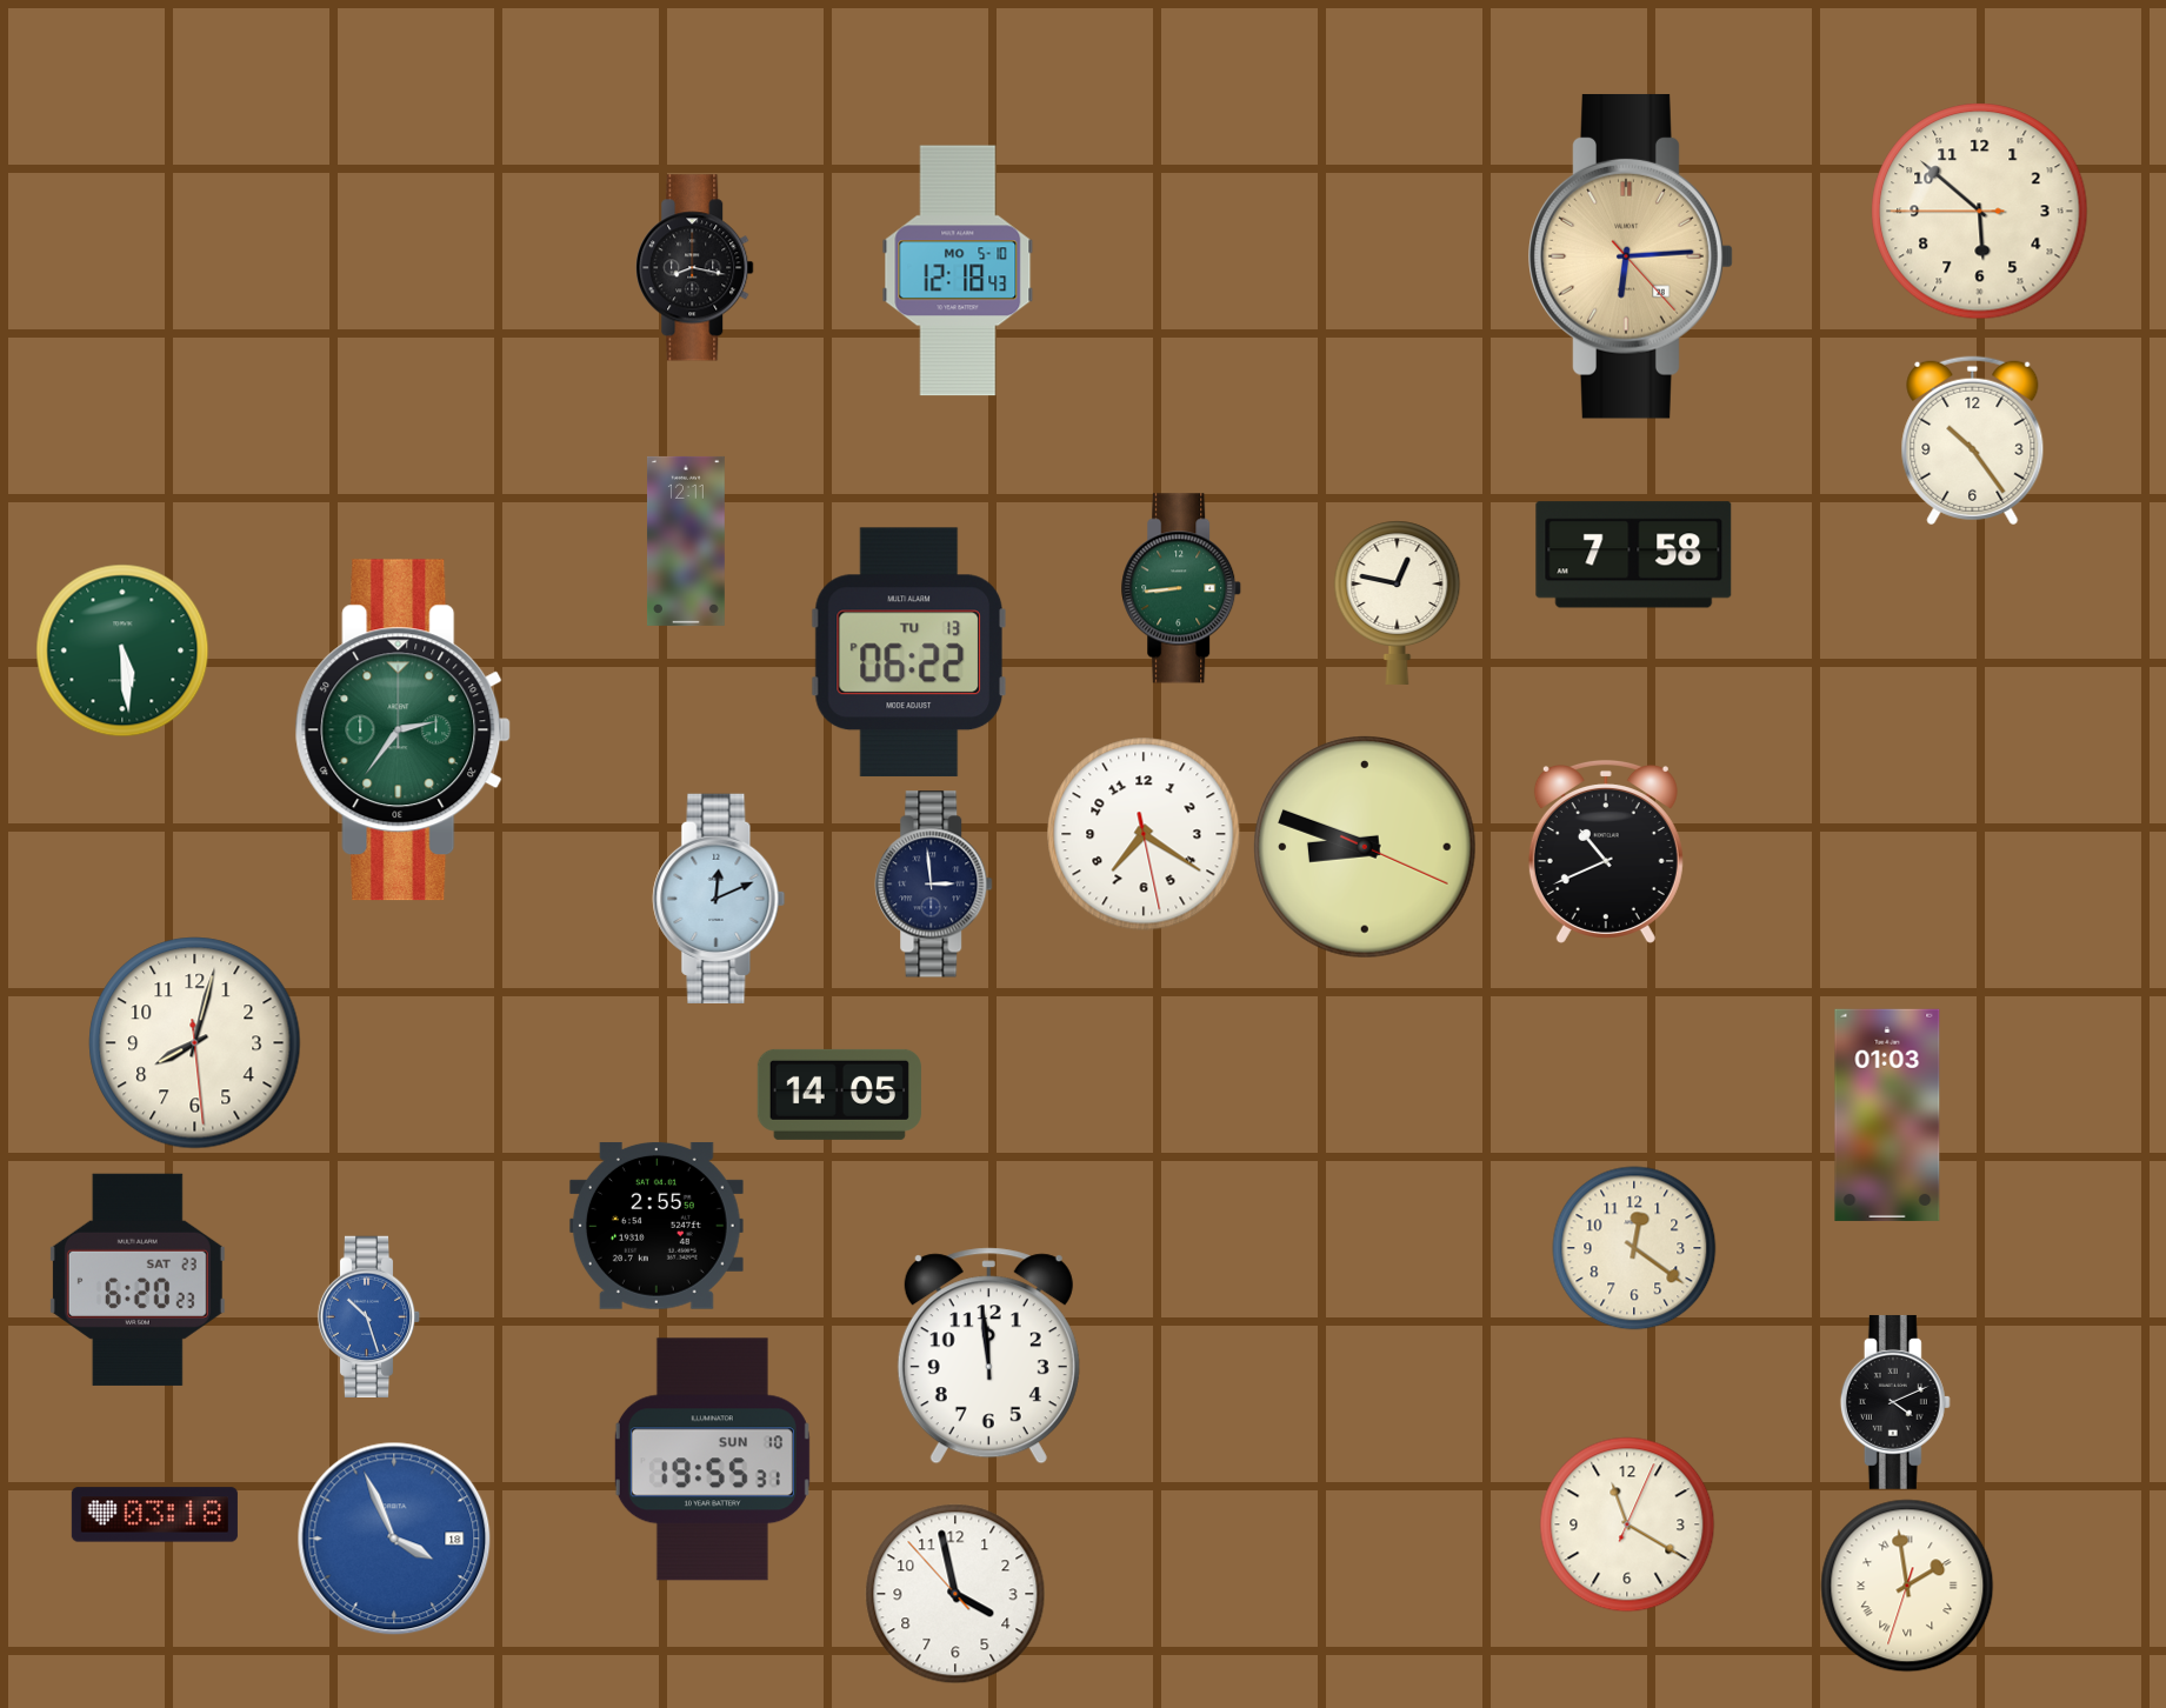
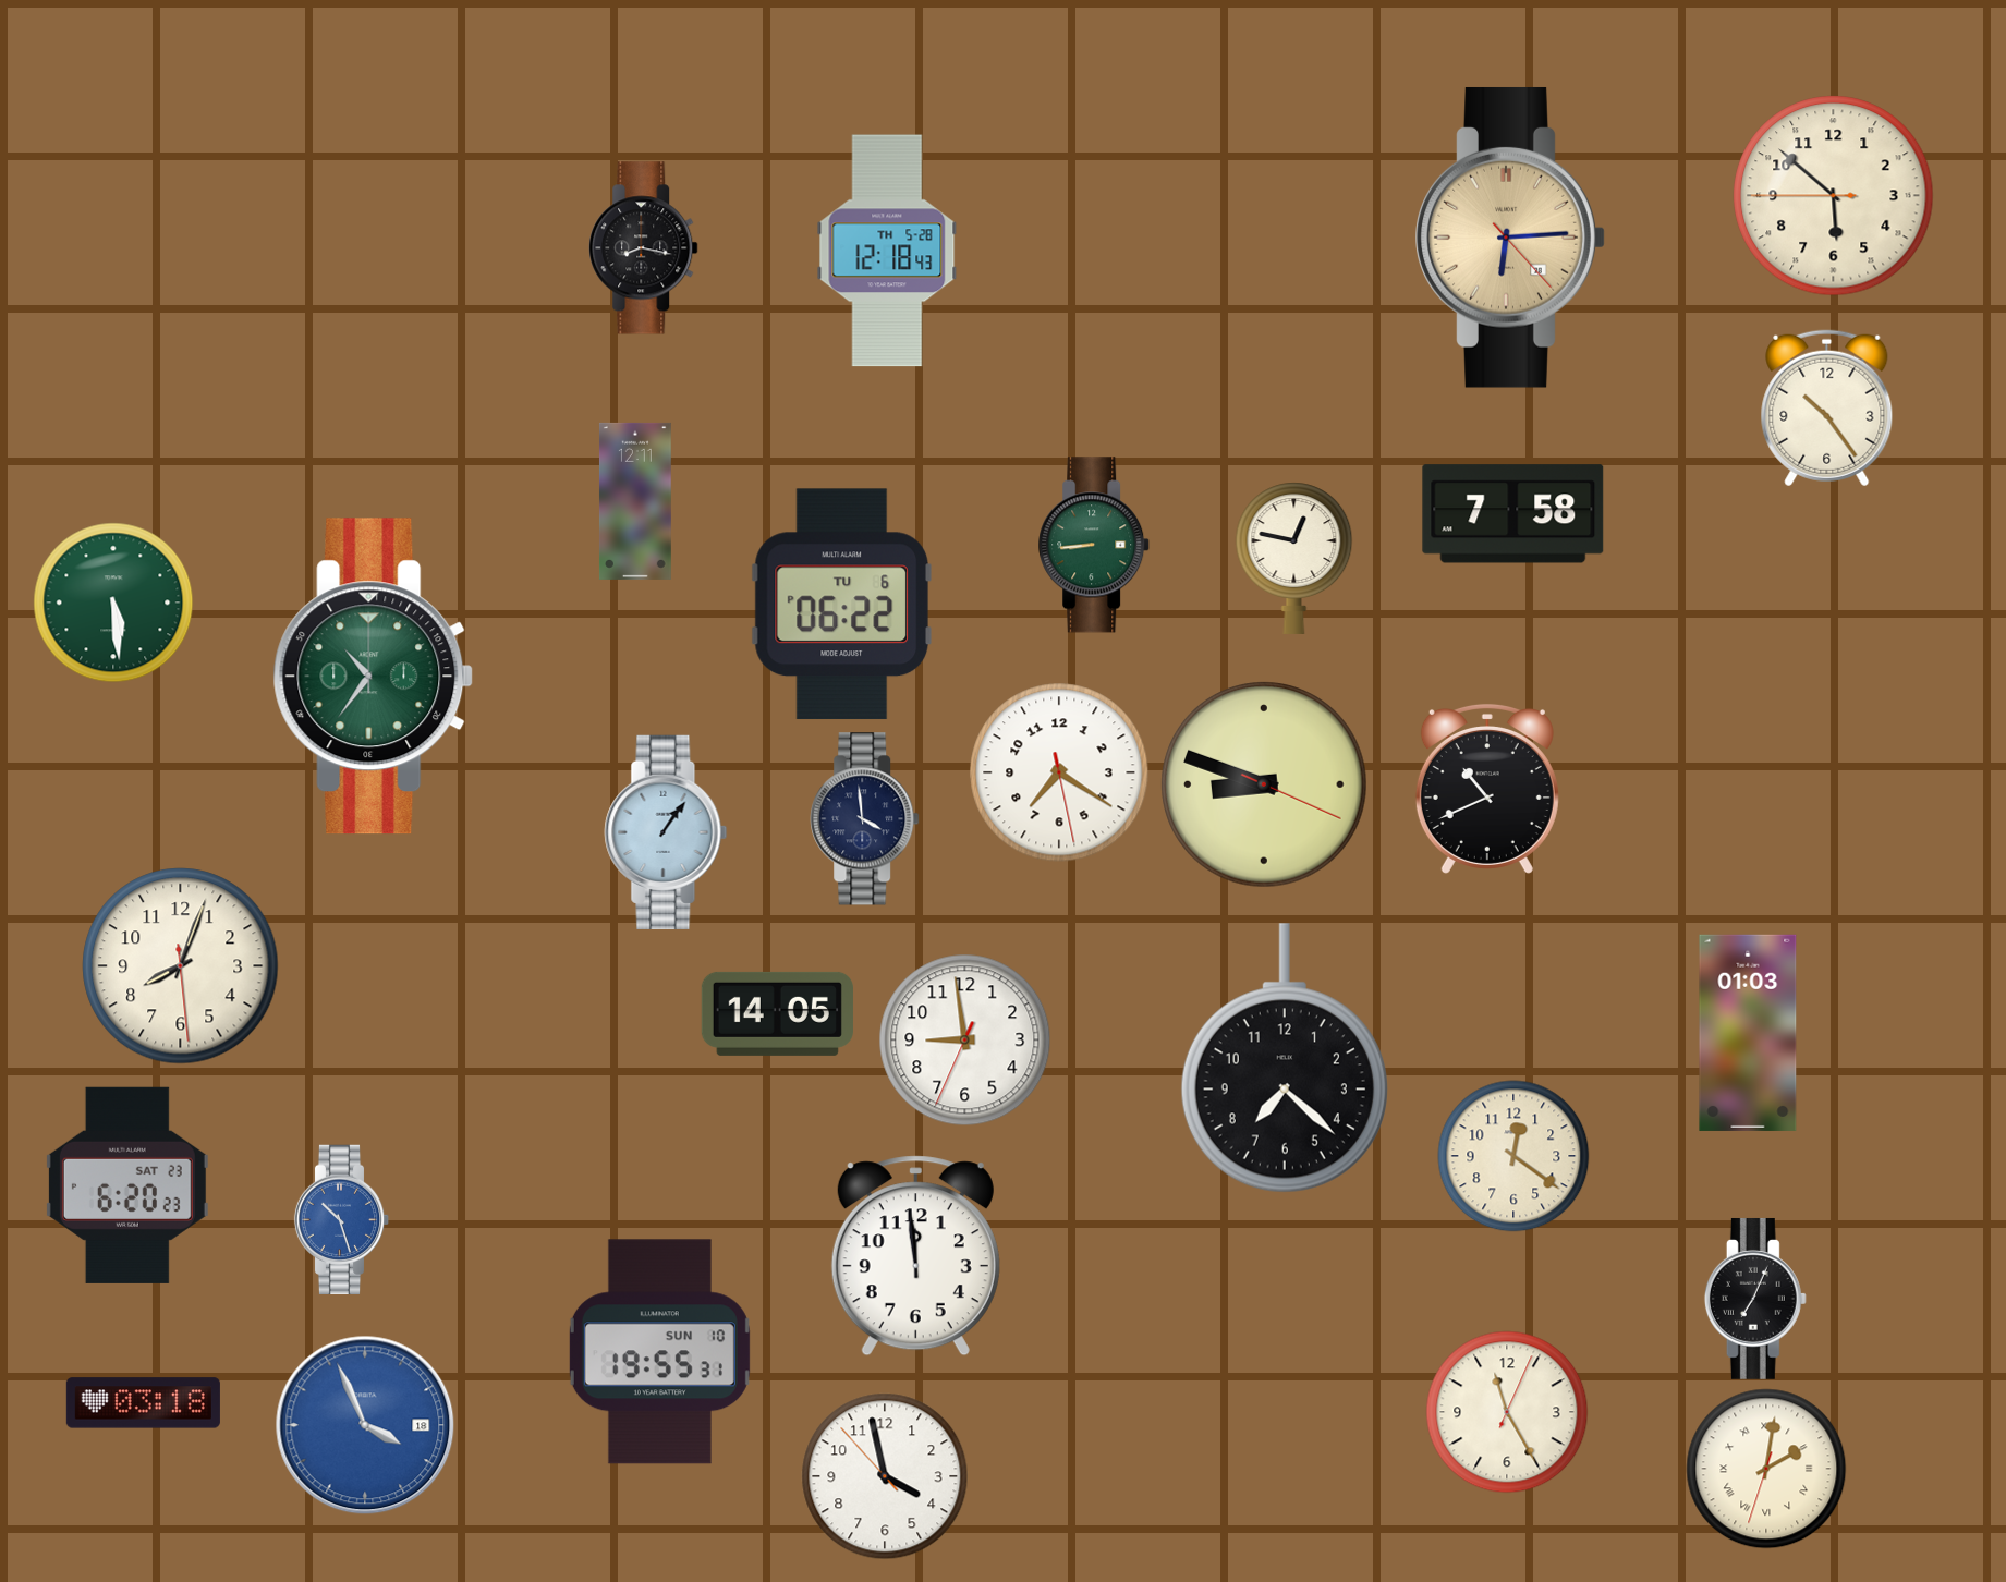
clock at (958, 271) date: MO 5-10 -> TH 5-28
clock at (908, 653) date: TU 13 -> TU 6
clock at (404, 730): 2:36 -> 10:36
clock at (934, 885): 2:59 -> 3:59
clock at (719, 899): 12:11 -> 1:06
clock at (195, 1043): 8:02 -> 8:03
clock at (965, 1041): none -> 8:58
clock at (1285, 1058): none -> 7:22
clock at (657, 1226): 2:55 -> none
clock at (1895, 1402): 4:11 -> 7:04
clock at (1627, 1524): 11:20 -> 11:25
clock at (1907, 1586): 1:58 -> 2:01
